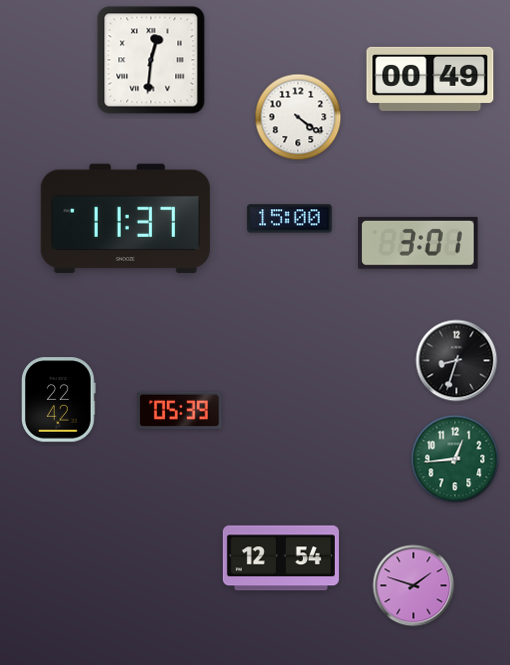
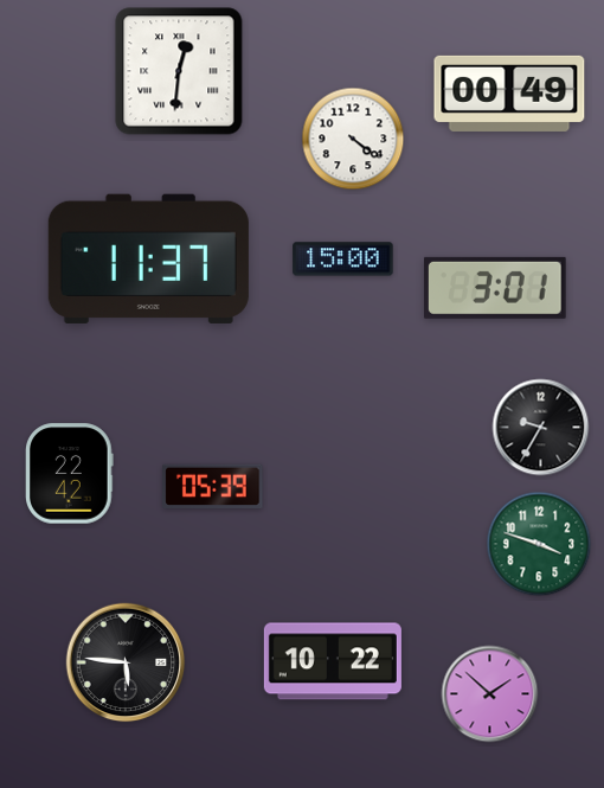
clock at (457, 361): 8:33 -> 9:35
clock at (455, 459): 12:44 -> 3:48
clock at (281, 558): 12:54 -> 10:22
clock at (126, 662): none -> 5:46
clock at (414, 586): 1:48 -> 1:52
